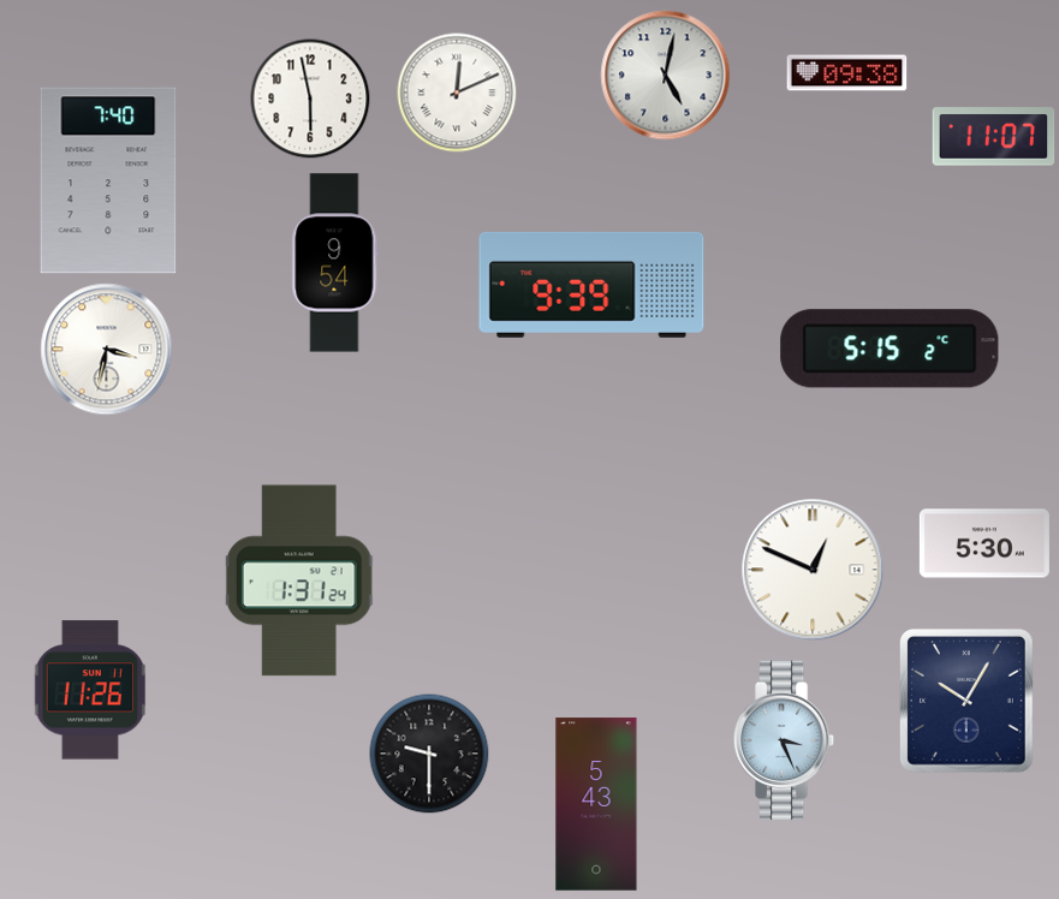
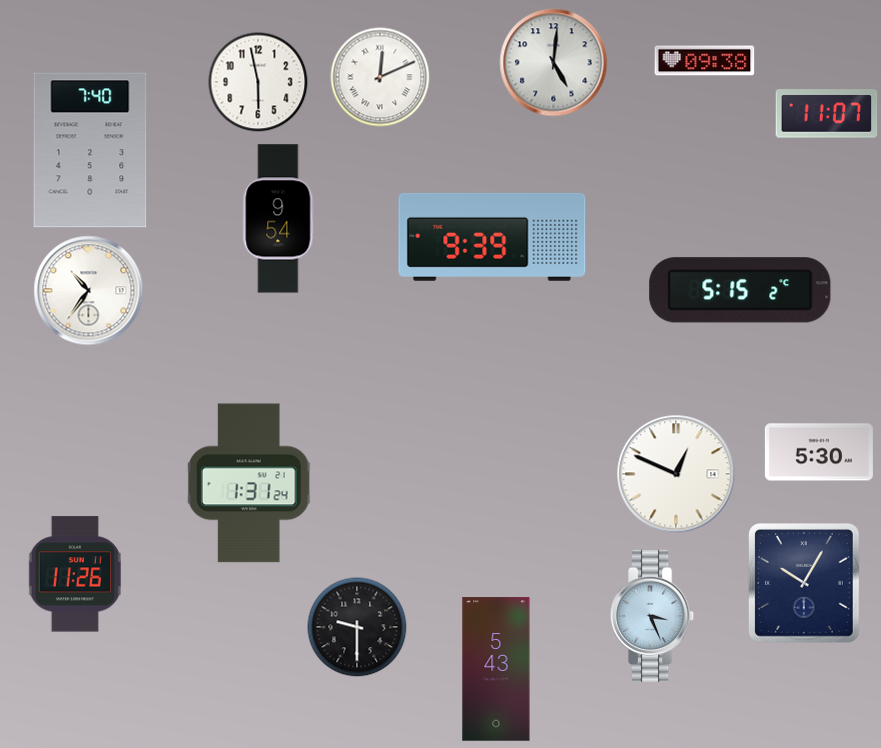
clock at (666, 76): 5:02 -> 5:01
clock at (107, 350): 3:32 -> 10:36
